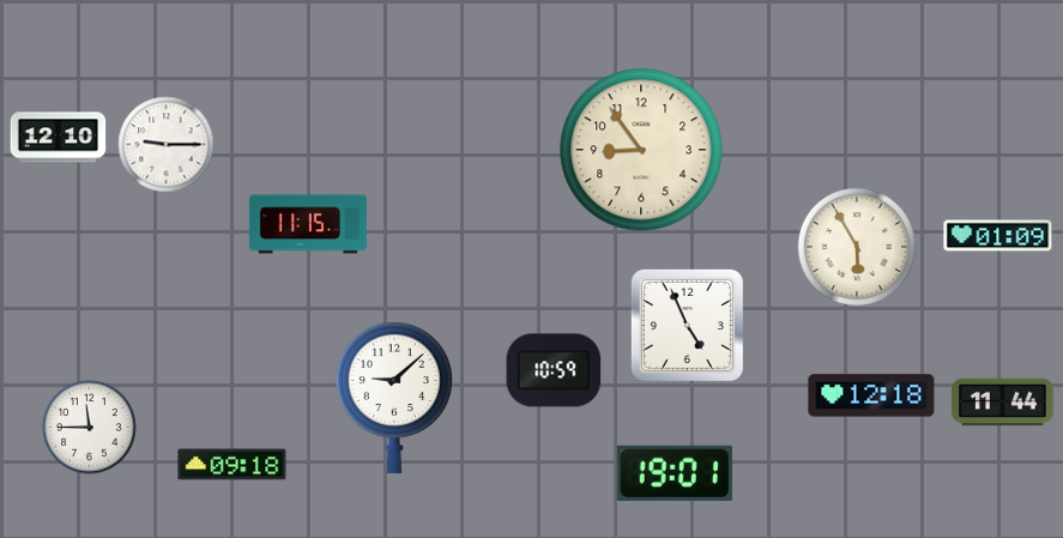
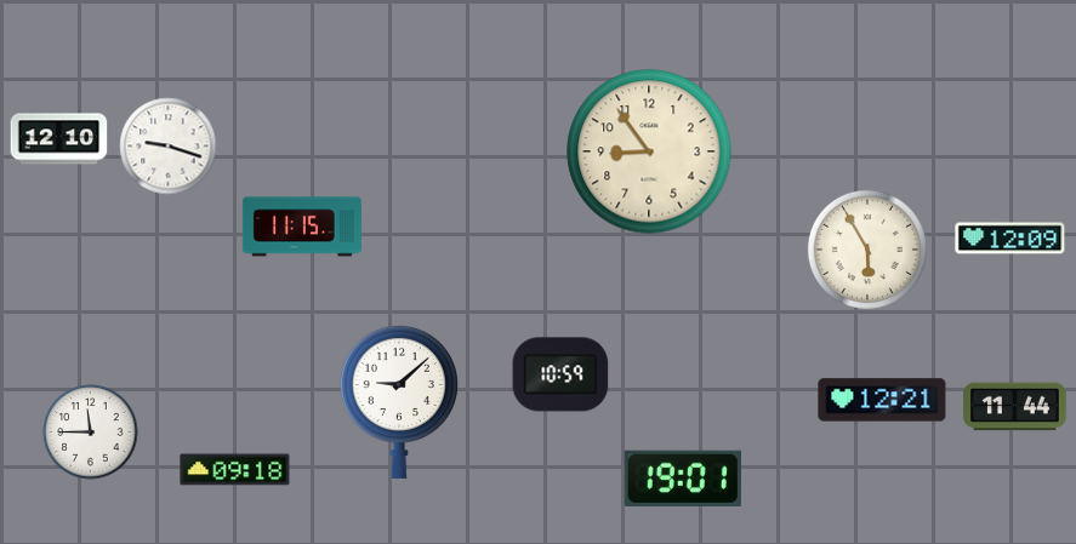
clock at (167, 145): 9:15 -> 9:18
clock at (308, 224) position: (308, 224) -> (302, 227)
clock at (998, 236): 01:09 -> 12:09
clock at (687, 325): 4:56 -> none
clock at (871, 395): 12:18 -> 12:21
